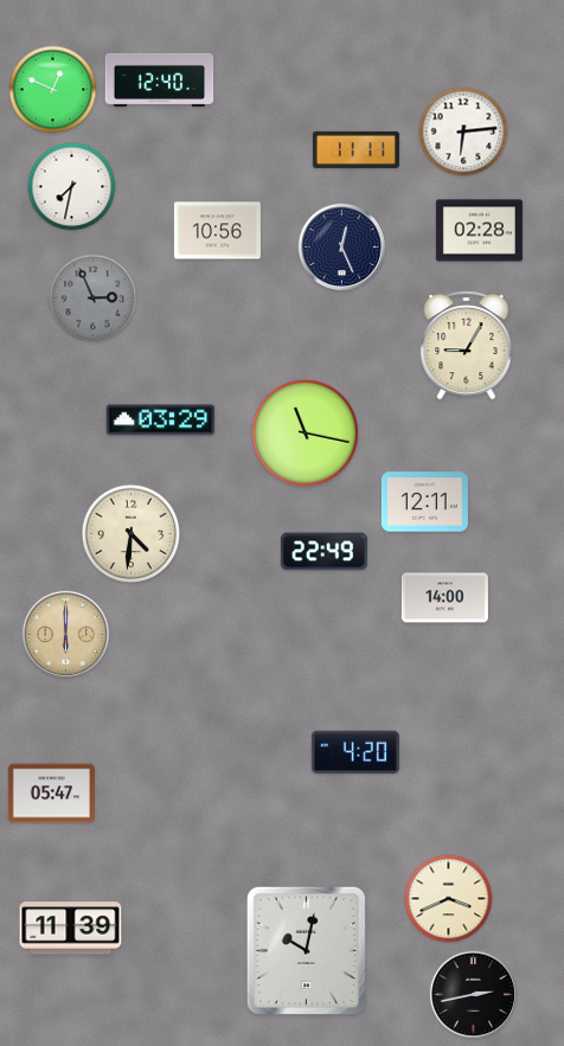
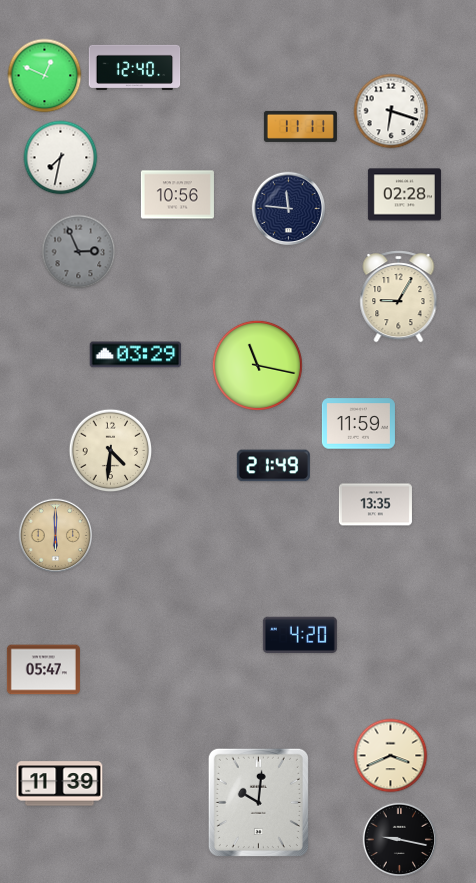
clock at (463, 131): 6:14 -> 6:18
clock at (217, 231) position: (217, 231) -> (177, 195)
clock at (342, 248): 12:26 -> 11:46
clock at (467, 346) position: (467, 346) -> (399, 297)
clock at (424, 502): 12:11 -> 11:59
clock at (323, 552): 22:49 -> 21:49
clock at (444, 598): 14:00 -> 13:35
clock at (449, 899) position: (449, 899) -> (391, 756)
clock at (306, 950): 10:02 -> 10:01
clock at (474, 995): 2:43 -> 9:17
